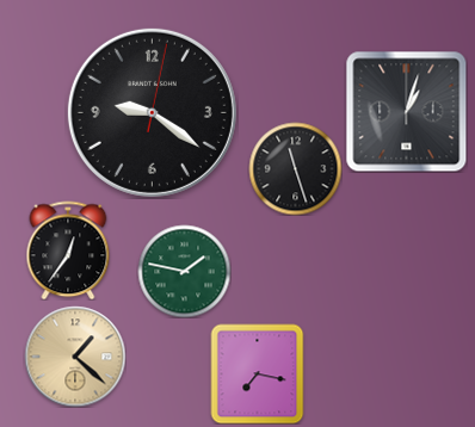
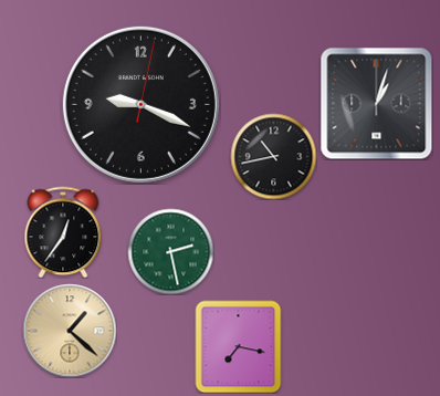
clock at (152, 112): 9:21 -> 9:19
clock at (295, 168): 11:27 -> 10:43
clock at (184, 271): 1:47 -> 2:28
